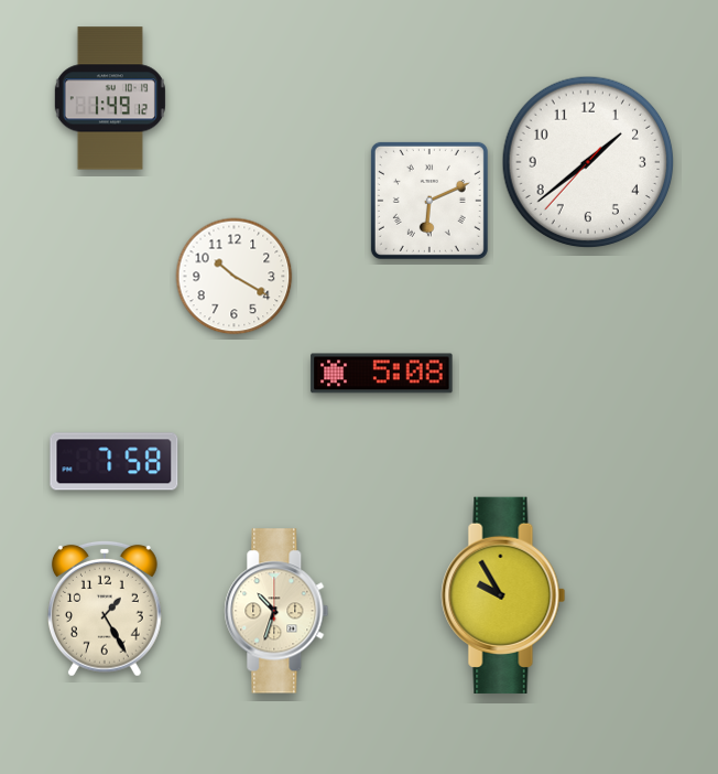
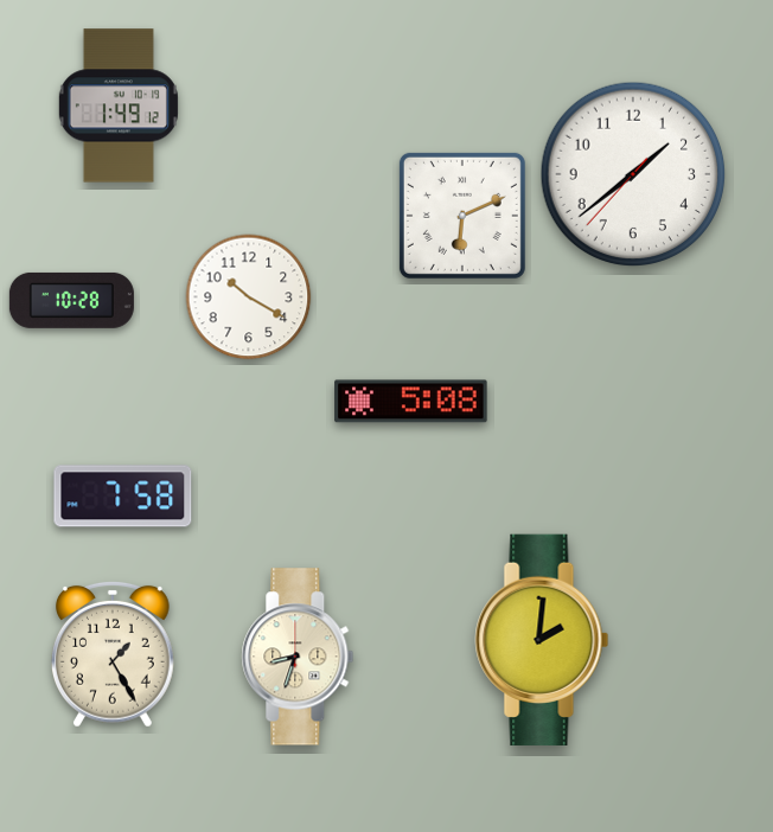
clock at (235, 277) position: (235, 277) -> (249, 297)
clock at (71, 300): none -> 10:28
clock at (503, 595): 9:55 -> 2:01
clock at (276, 611): 10:33 -> 8:33
